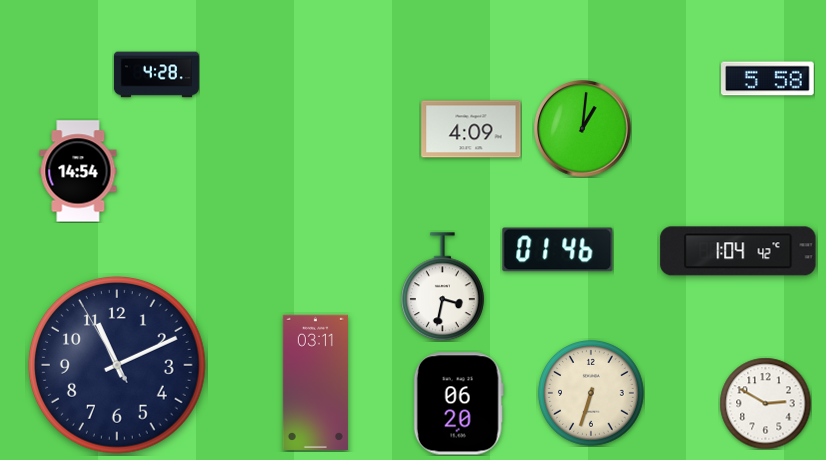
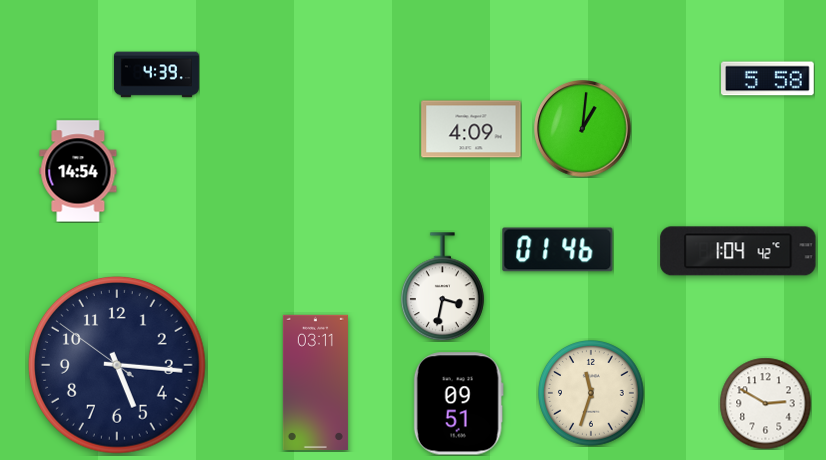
clock at (156, 75): 4:28 -> 4:39
clock at (118, 366): 11:10 -> 5:15
clock at (592, 394): 6:33 -> 11:33
clock at (458, 404): 06:20 -> 09:51
